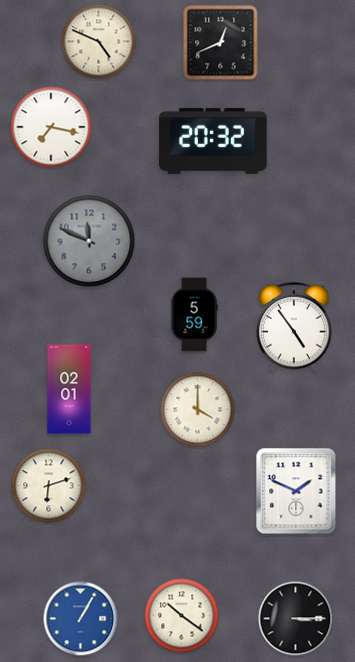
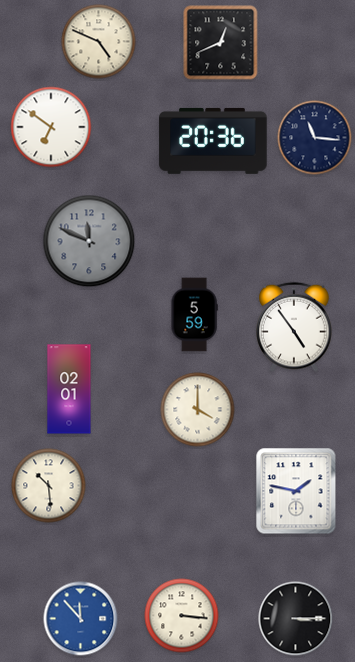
clock at (51, 127): 7:17 -> 6:51
clock at (315, 138): none -> 11:16
clock at (213, 141): 20:32 -> 20:36
clock at (49, 486): 6:12 -> 10:29
clock at (296, 491): 1:49 -> 1:47
clock at (182, 616): 10:21 -> 3:16
clock at (81, 619): 1:05 -> 11:53
